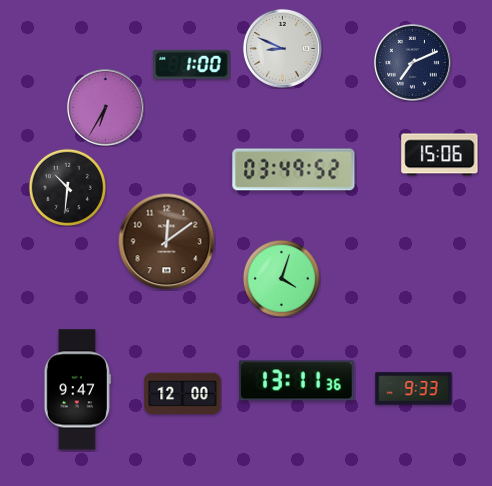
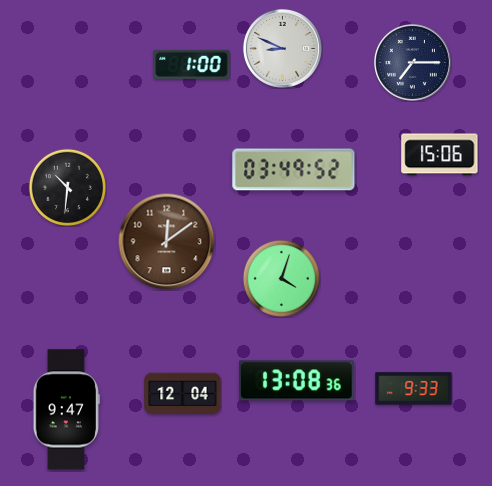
clock at (412, 62): 7:11 -> 7:15
clock at (105, 107): 6:35 -> none
clock at (297, 381): 13:11 -> 13:08
clock at (77, 390) position: (77, 390) -> (66, 410)
clock at (183, 394): 12:00 -> 12:04
